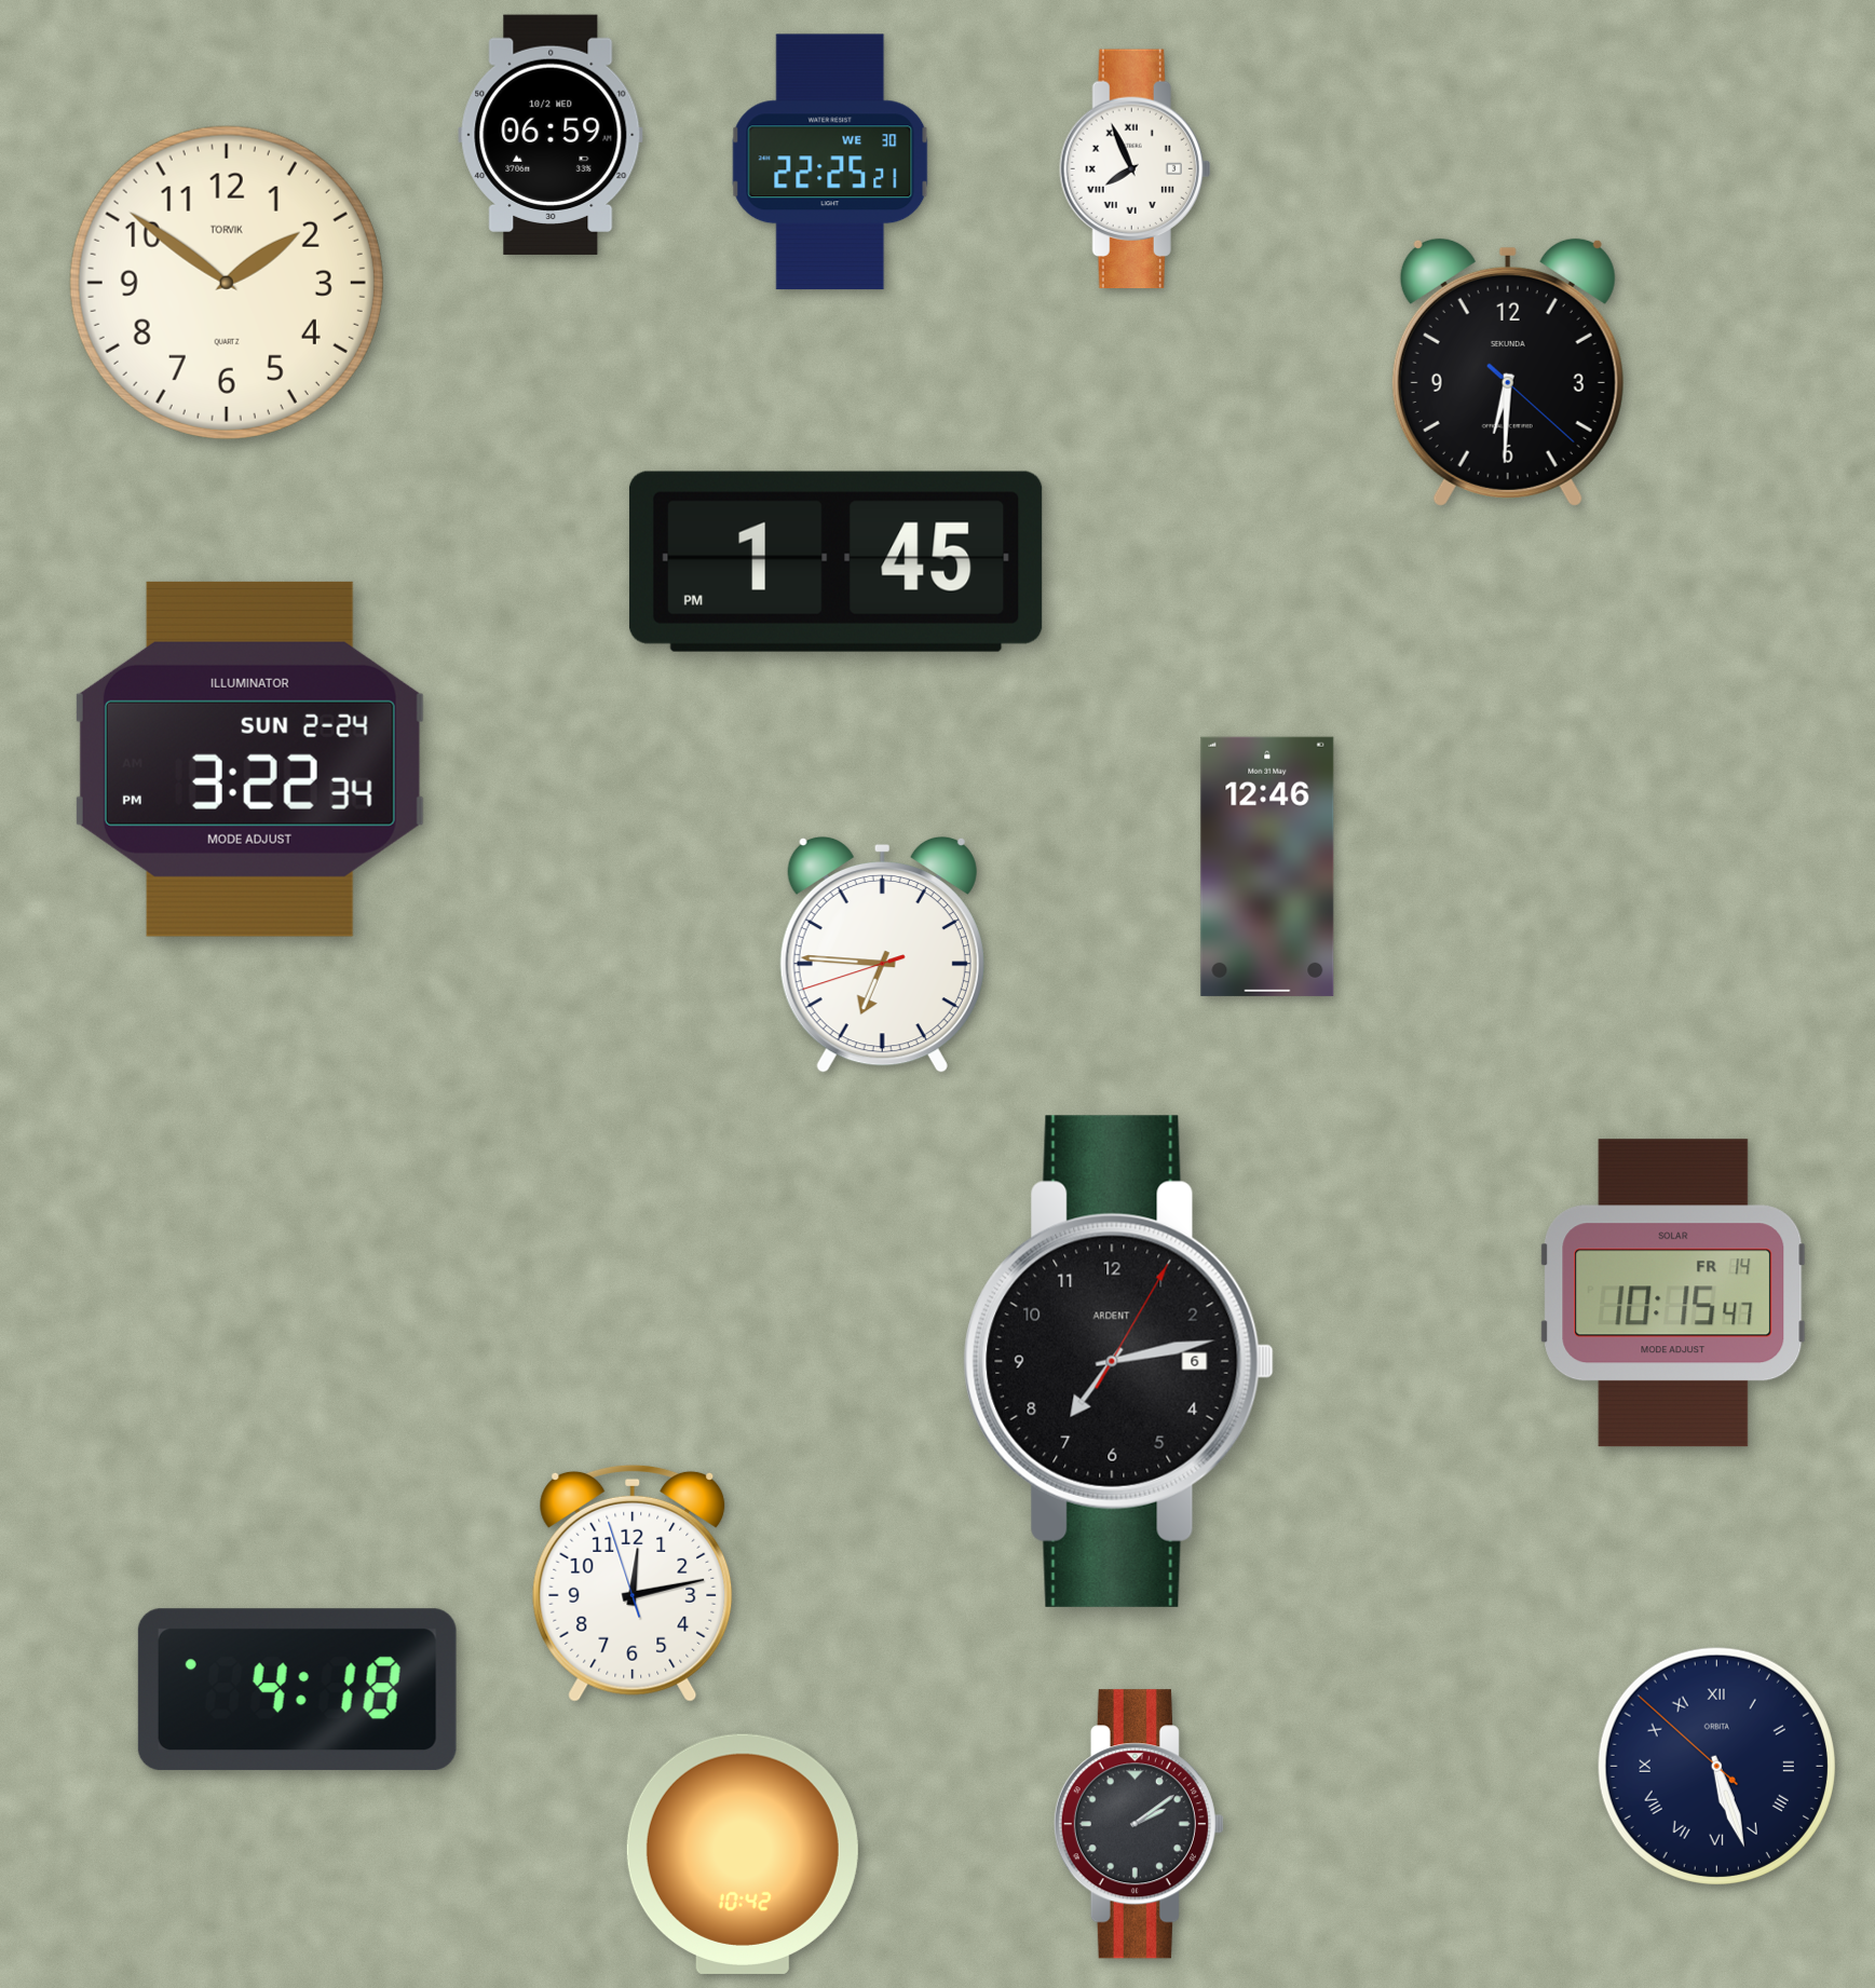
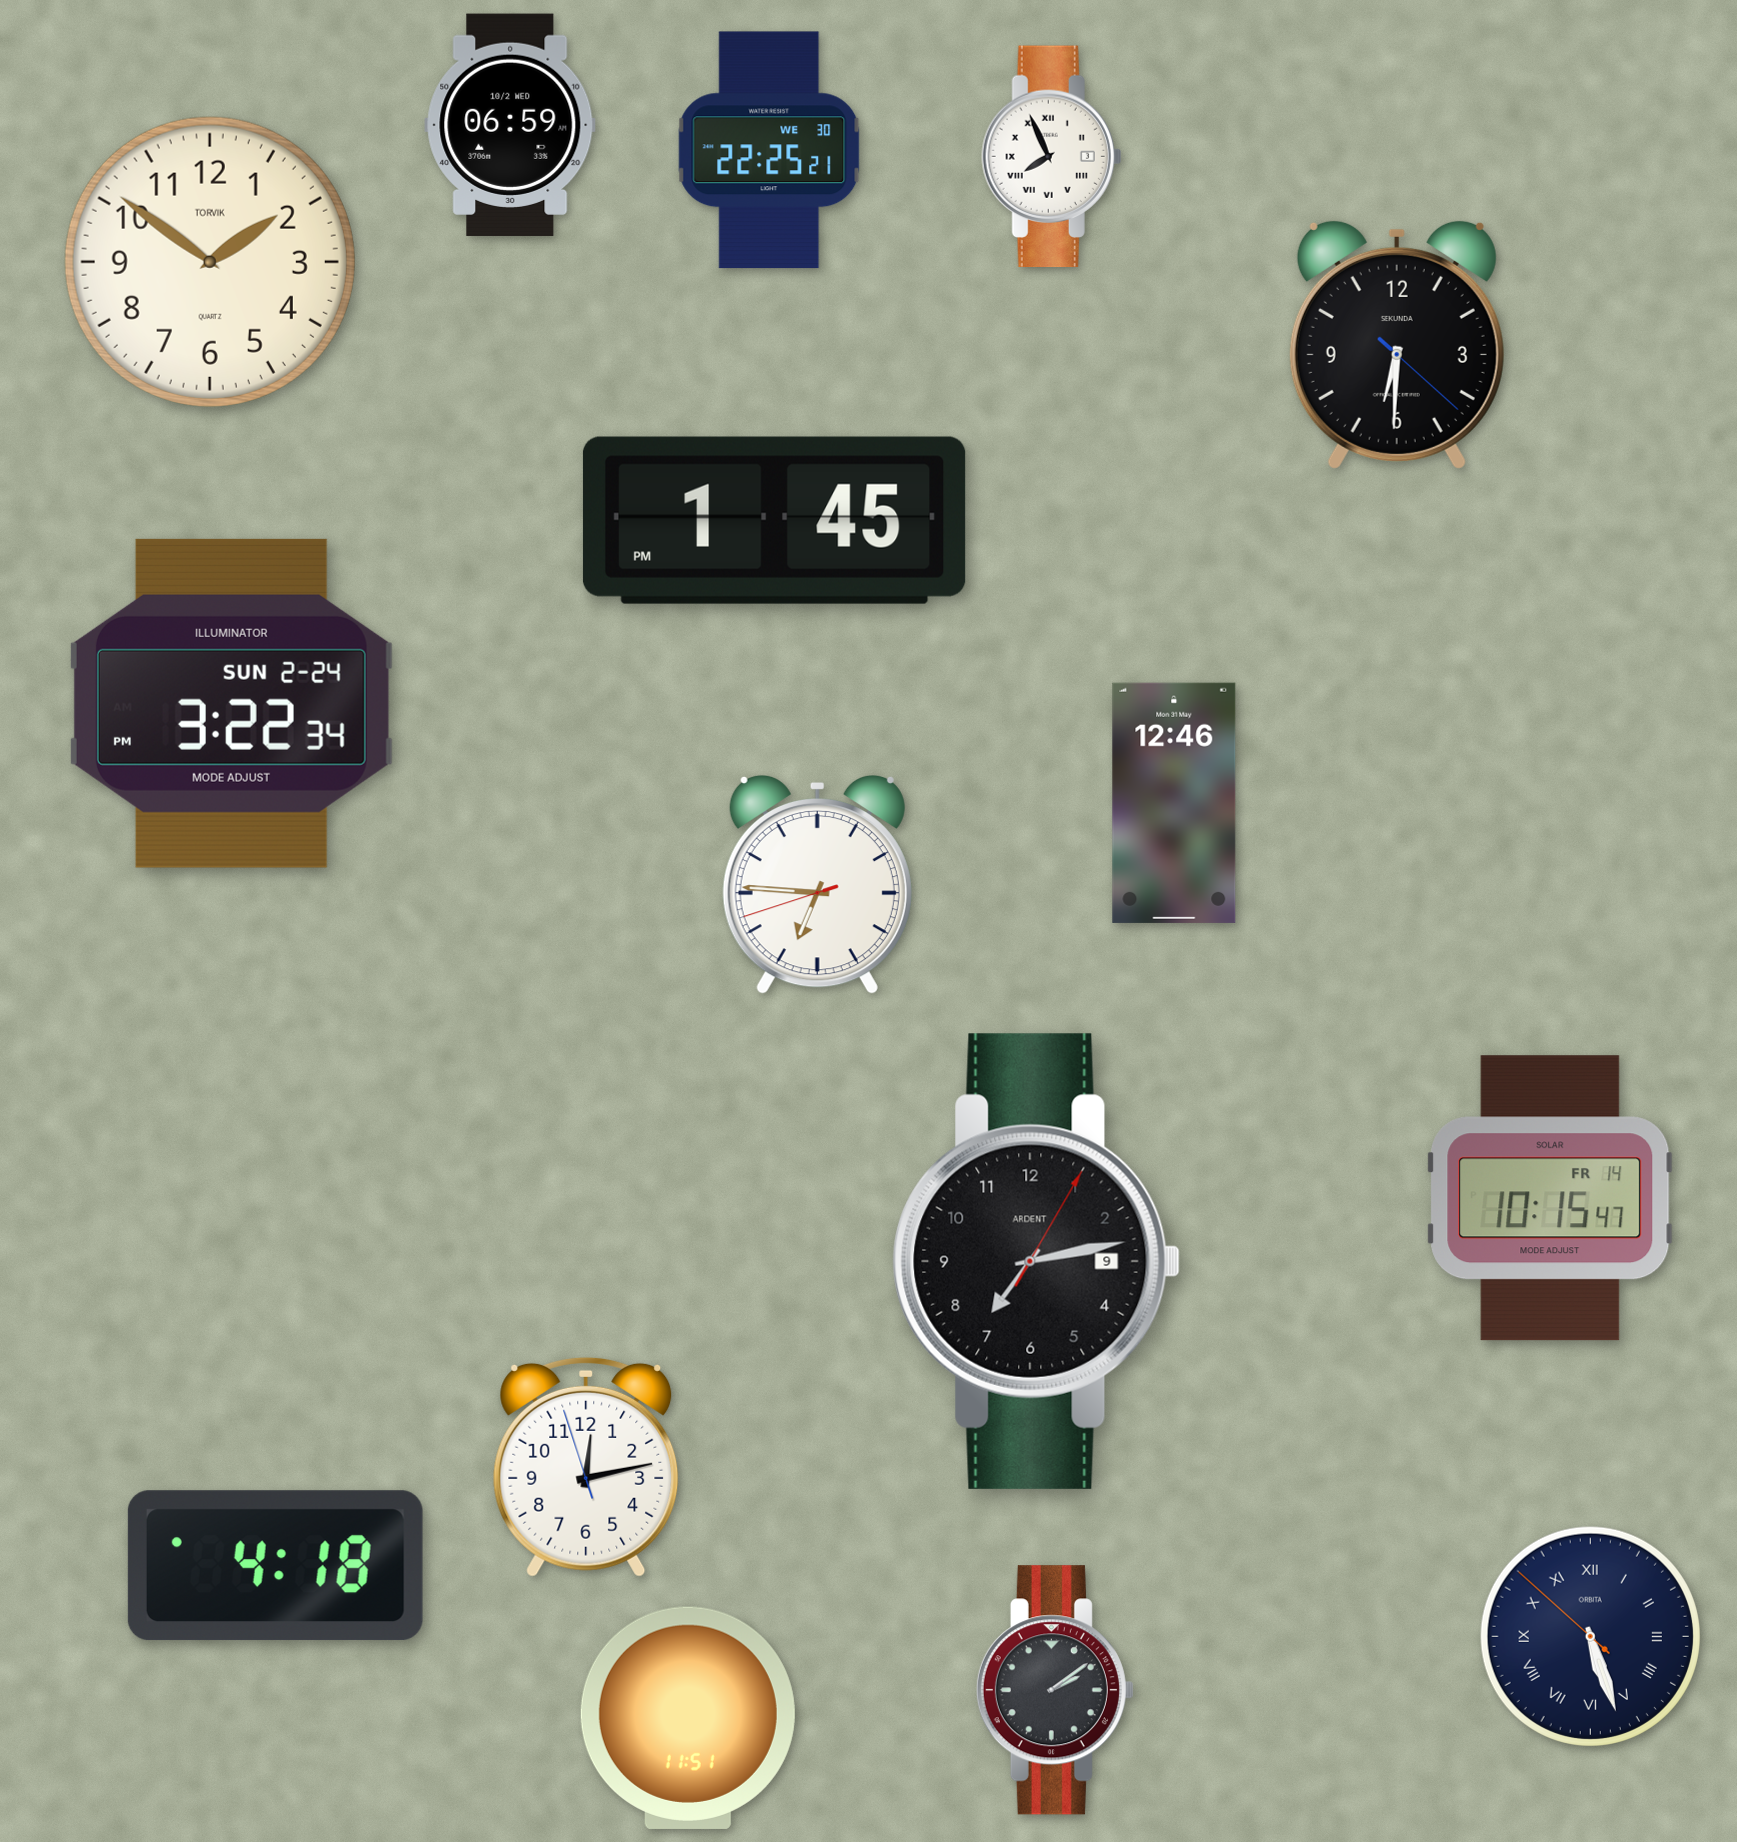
clock at (1118, 1361) date: 6 -> 9
clock at (743, 1854): 10:42 -> 11:51
